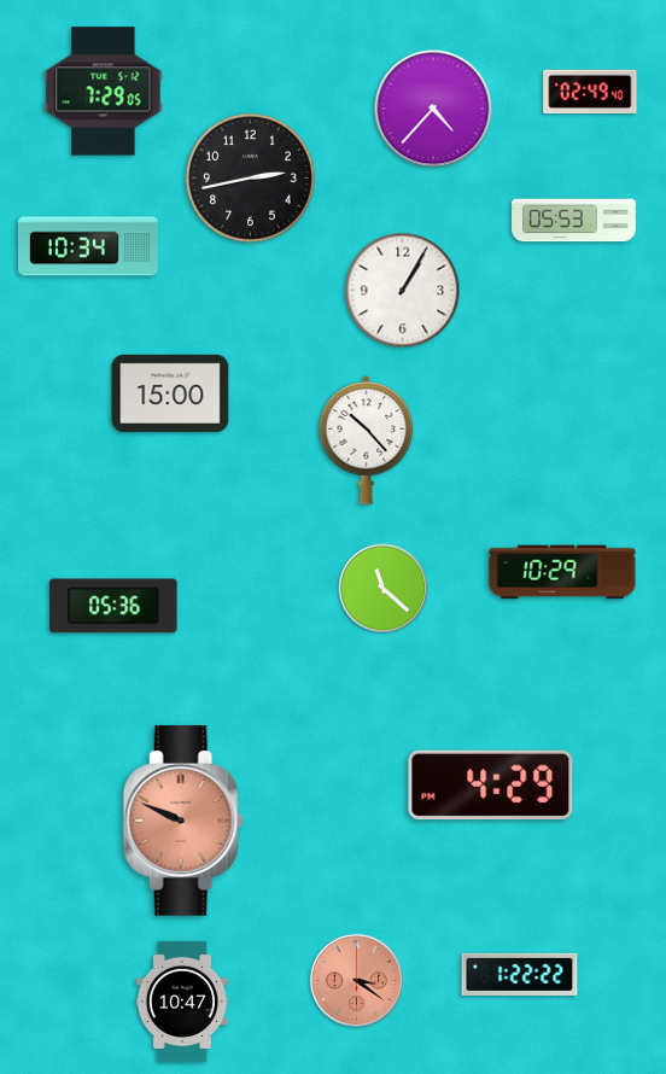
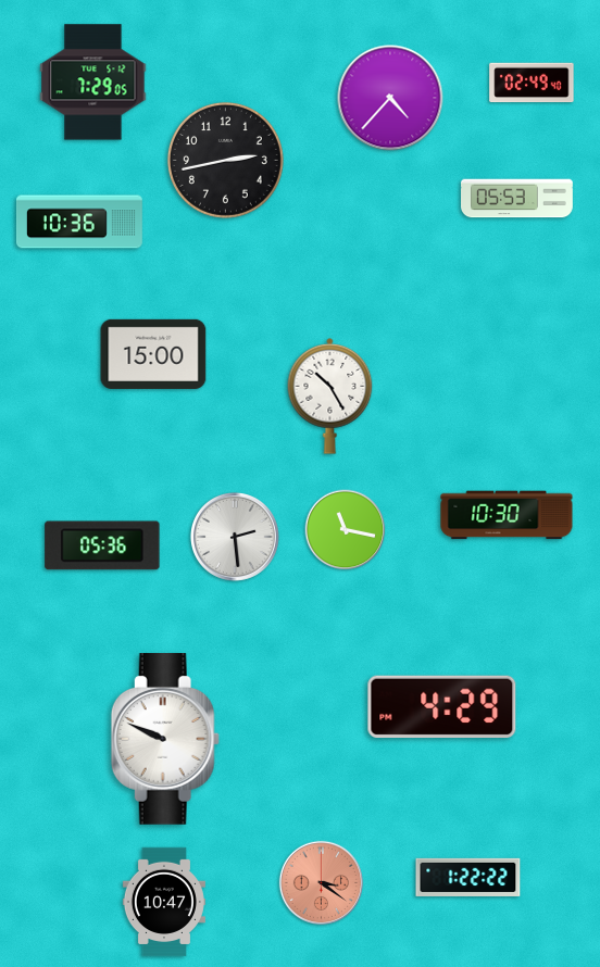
clock at (88, 246): 10:34 -> 10:36
clock at (403, 291): 1:05 -> none
clock at (367, 439): 10:23 -> 10:25
clock at (562, 572): 10:29 -> 10:30
clock at (384, 589): 11:22 -> 11:17
clock at (235, 537): none -> 2:29
clock at (183, 822) dial: salmon -> white
